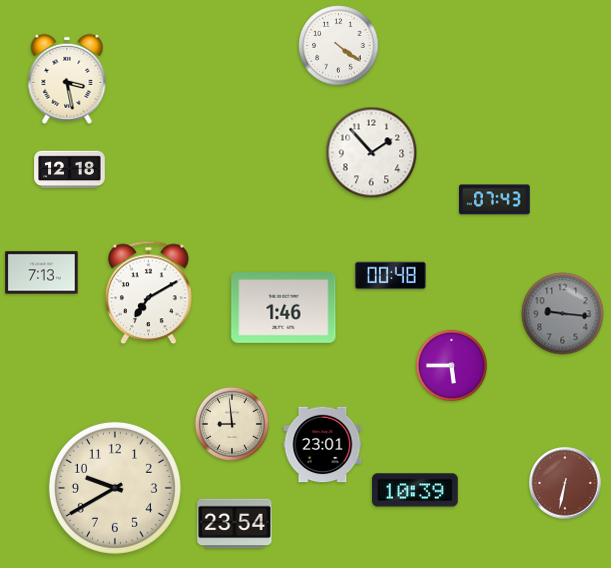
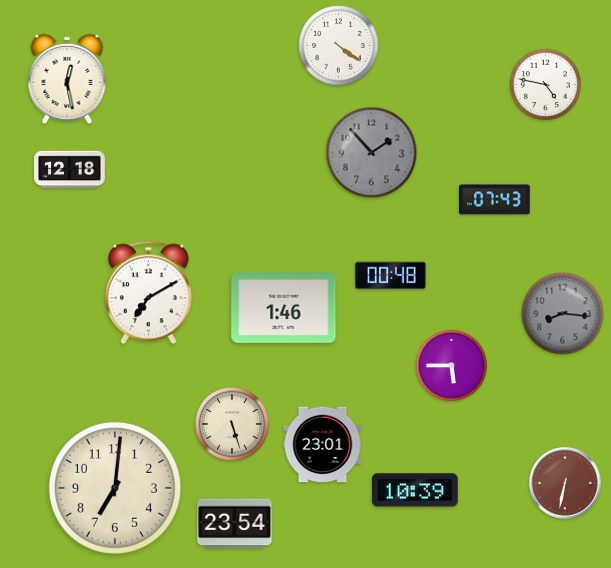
clock at (67, 79): 3:28 -> 12:28
clock at (545, 84): none -> 4:47
clock at (372, 153) dial: white -> grey
clock at (42, 273): 7:13 -> none
clock at (563, 314): 9:16 -> 8:16
clock at (232, 424): 8:59 -> 5:27
clock at (115, 488): 9:40 -> 7:01
